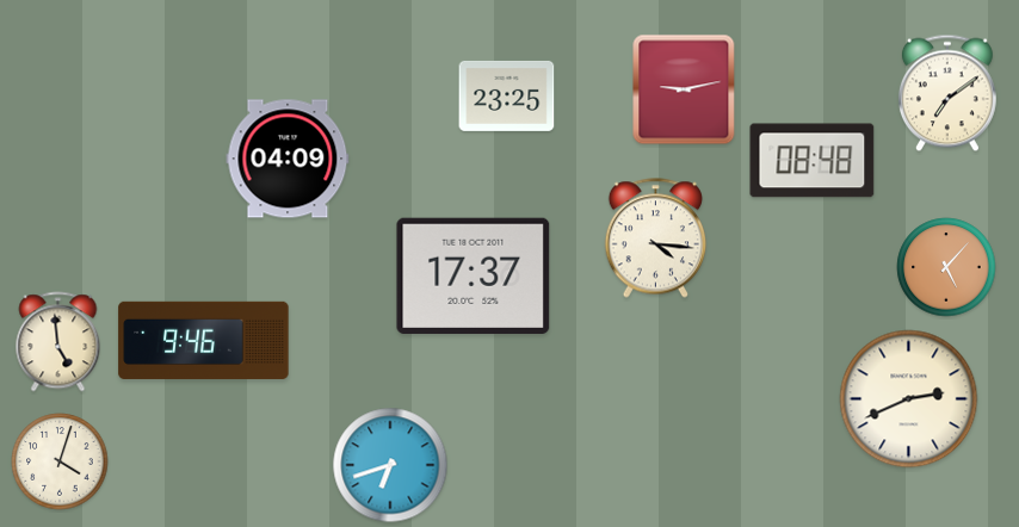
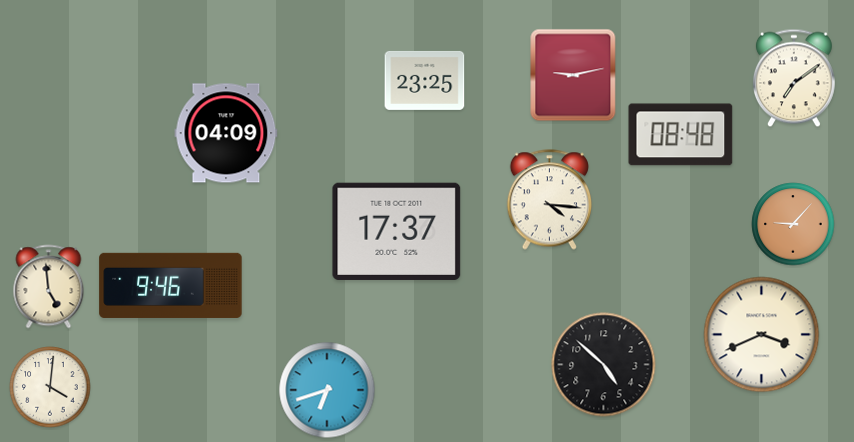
clock at (288, 159) position: (288, 159) -> (226, 133)
clock at (946, 267): 5:07 -> 9:07
clock at (909, 399): 2:41 -> 3:41
clock at (604, 365): none -> 4:52
clock at (60, 461): 4:03 -> 4:01
